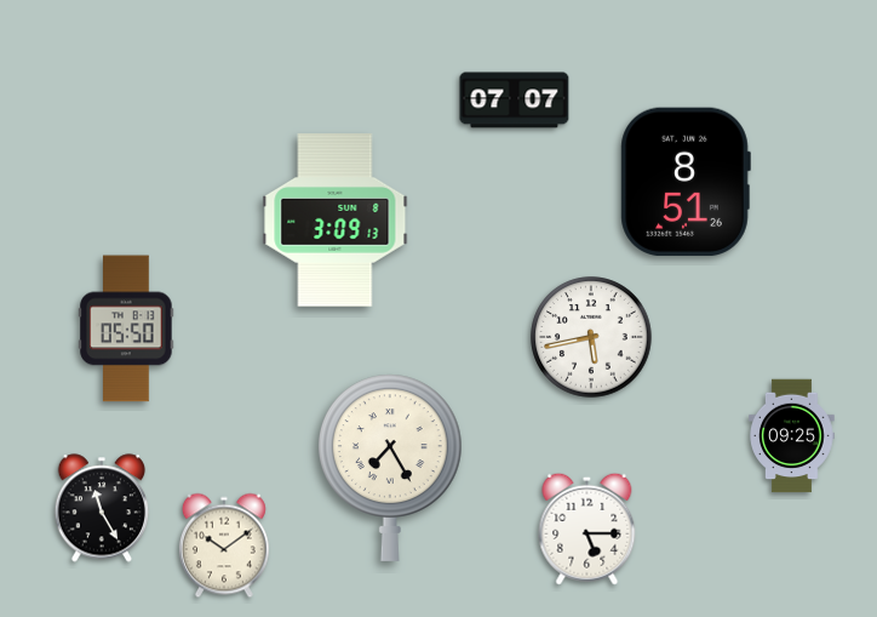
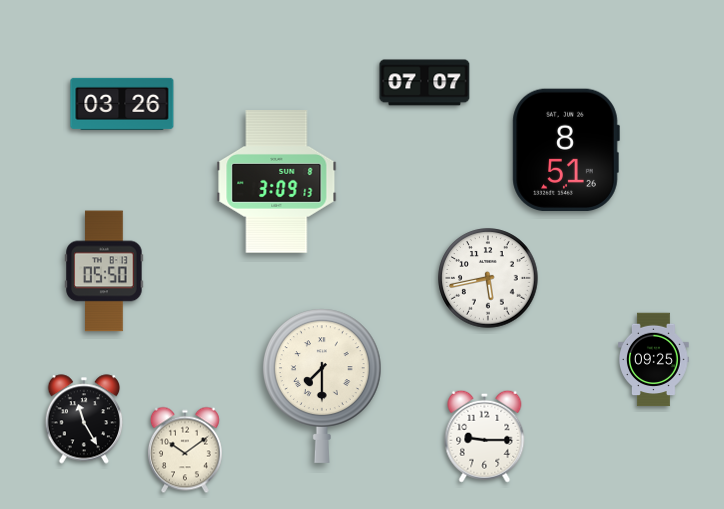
clock at (122, 104): none -> 03:26
clock at (390, 468): 7:25 -> 7:30
clock at (587, 529): 5:15 -> 9:15
